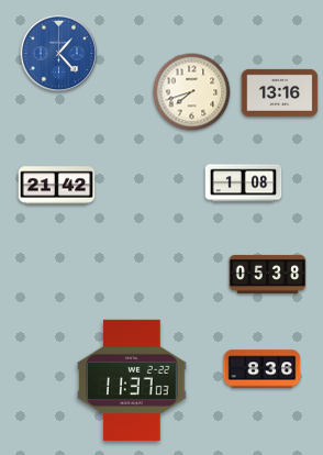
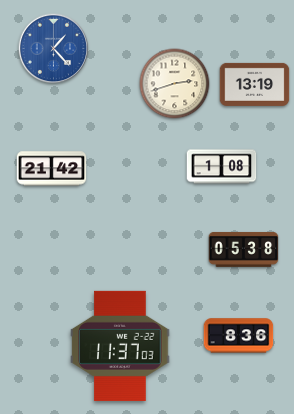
clock at (192, 92): 7:42 -> 2:42
clock at (280, 92): 13:16 -> 13:19
